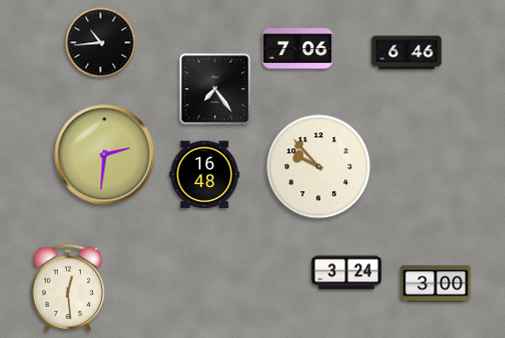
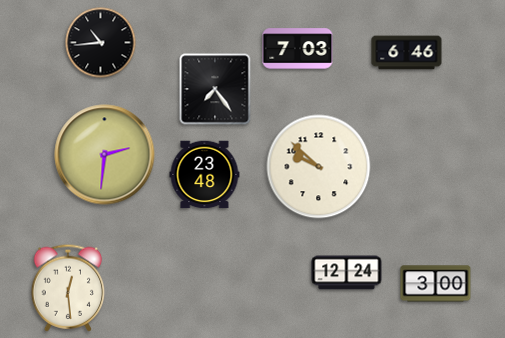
clock at (298, 49): 7:06 -> 7:03
clock at (319, 167): 9:53 -> 9:52
clock at (205, 175): 16:48 -> 23:48
clock at (347, 273): 3:24 -> 12:24
